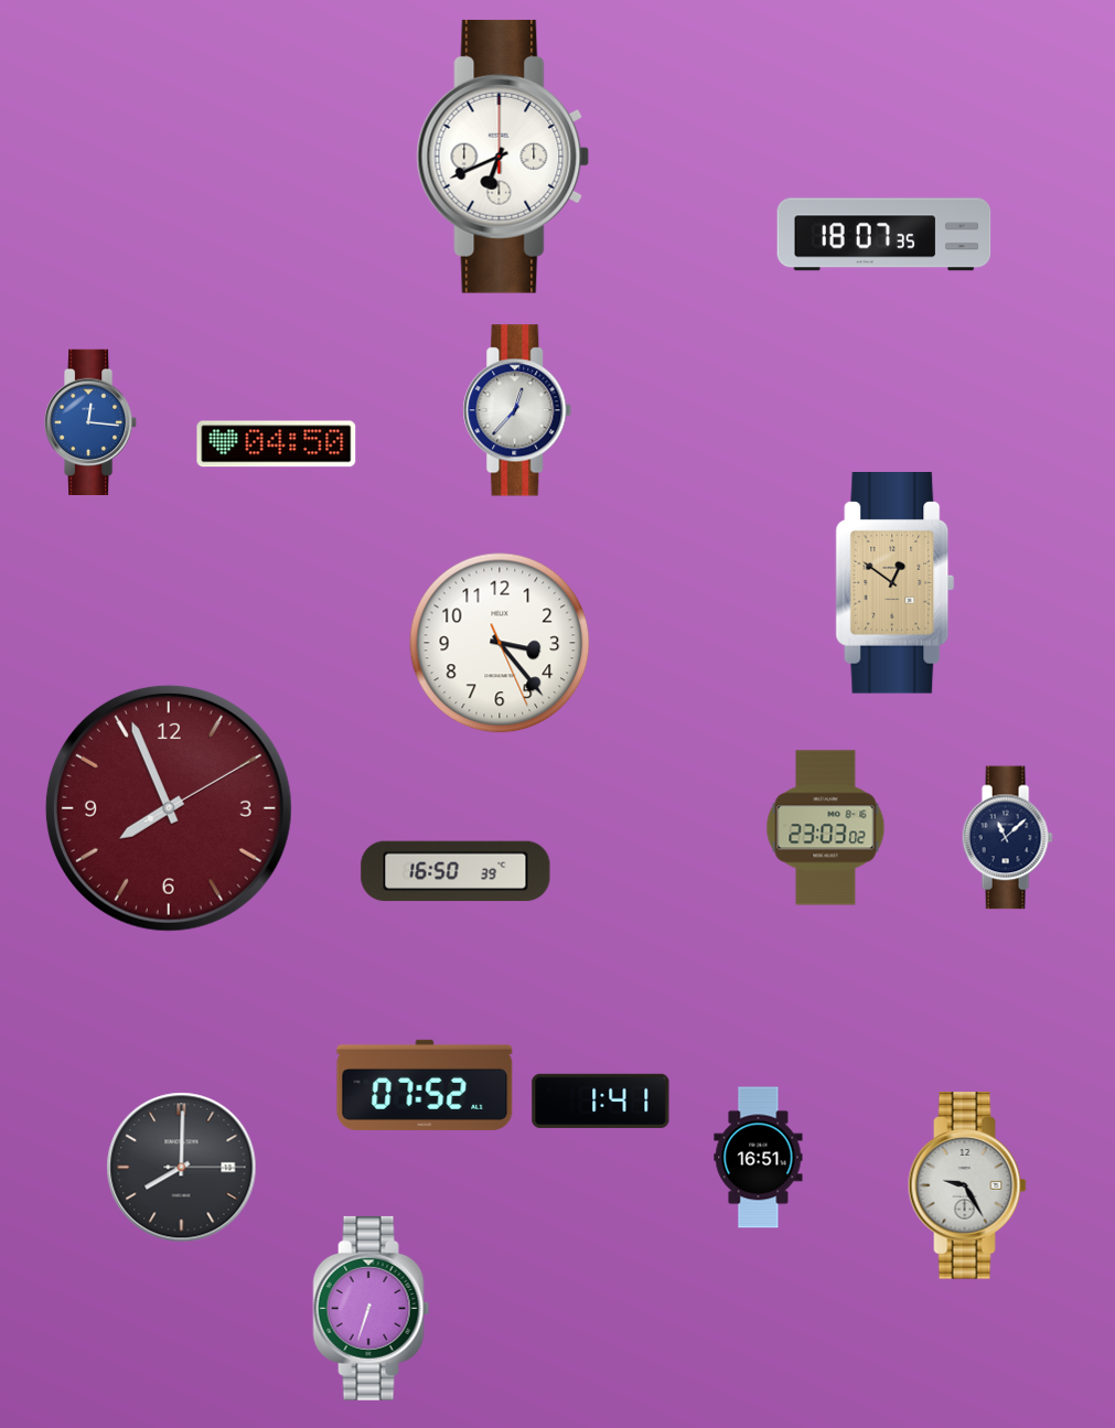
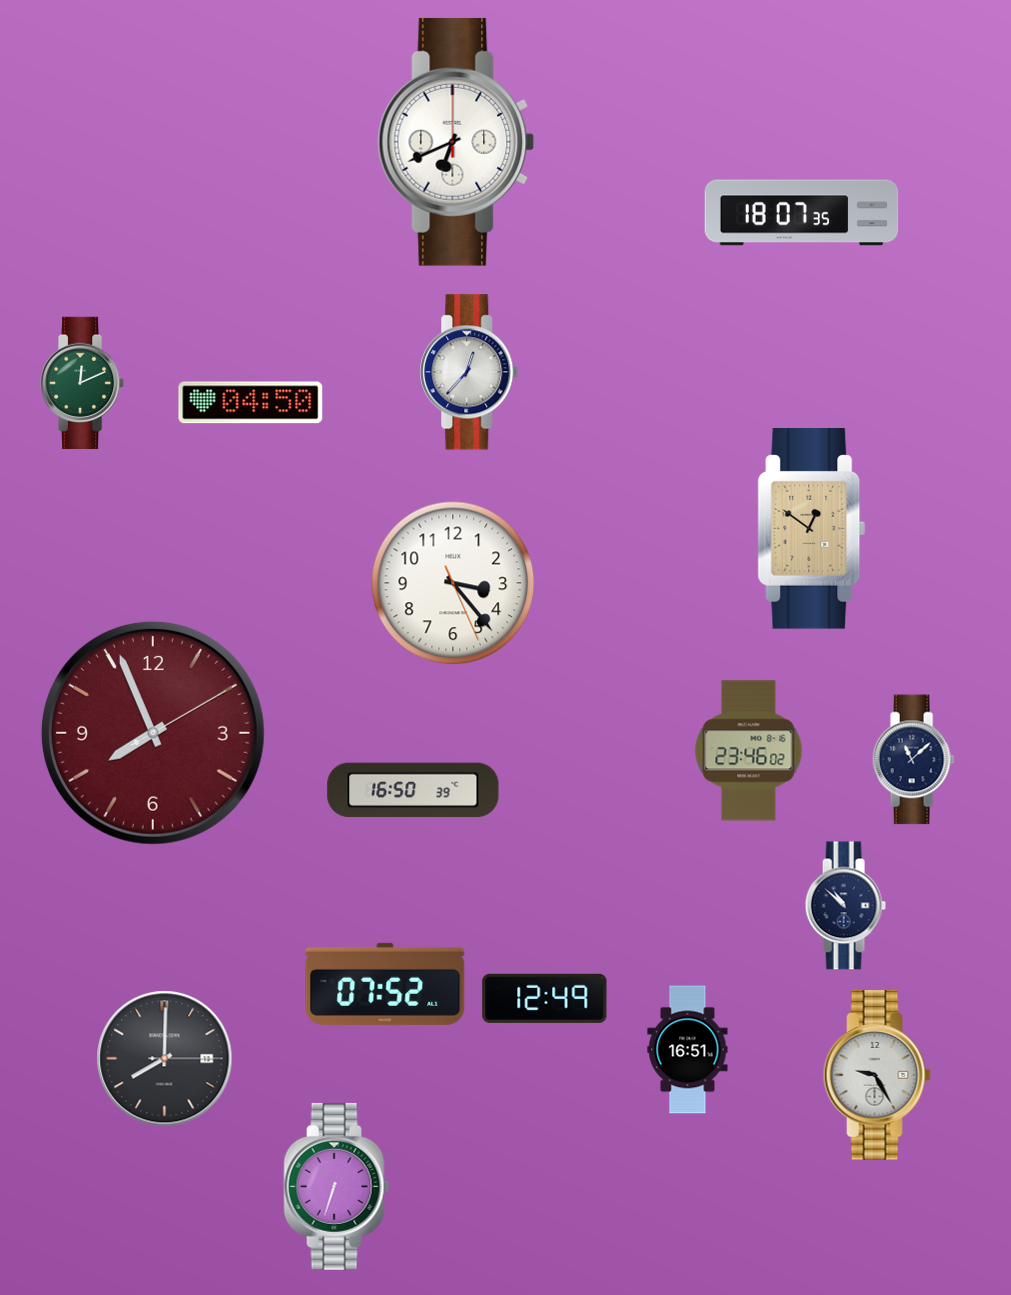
clock at (92, 421): 12:16 -> 12:11
clock at (92, 421) dial: blue -> green
clock at (826, 828): 23:03 -> 23:46
clock at (845, 906): none -> 10:52
clock at (601, 1100): 1:41 -> 12:49
